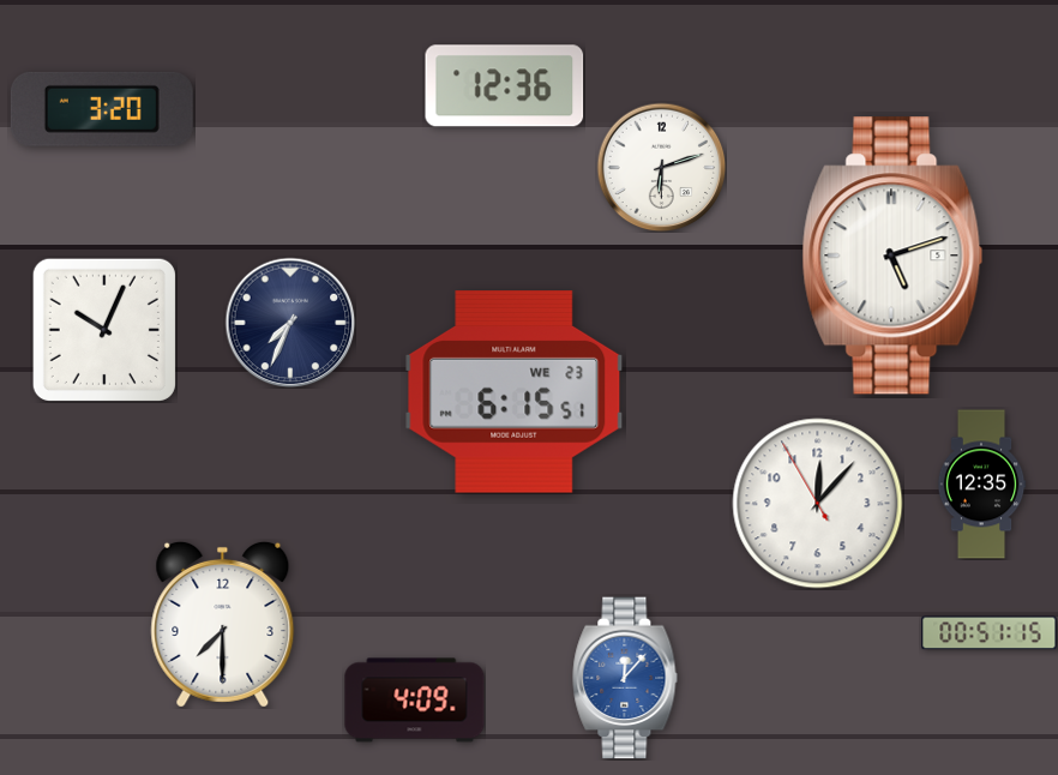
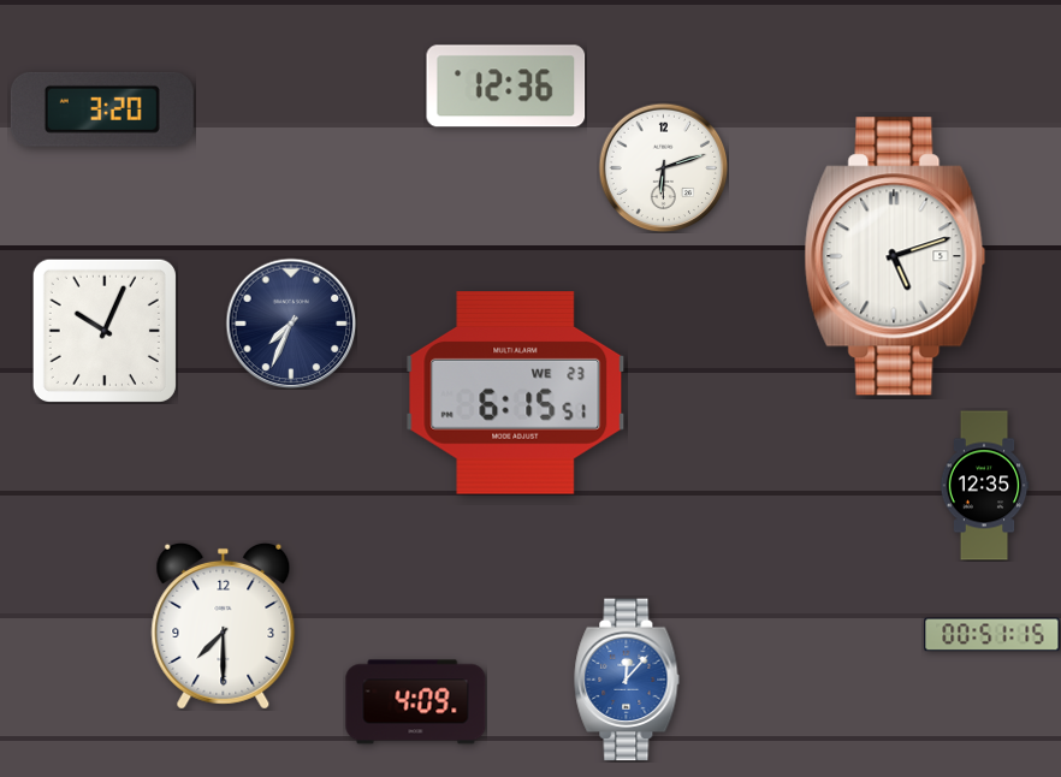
clock at (818, 504): 12:06 -> none
